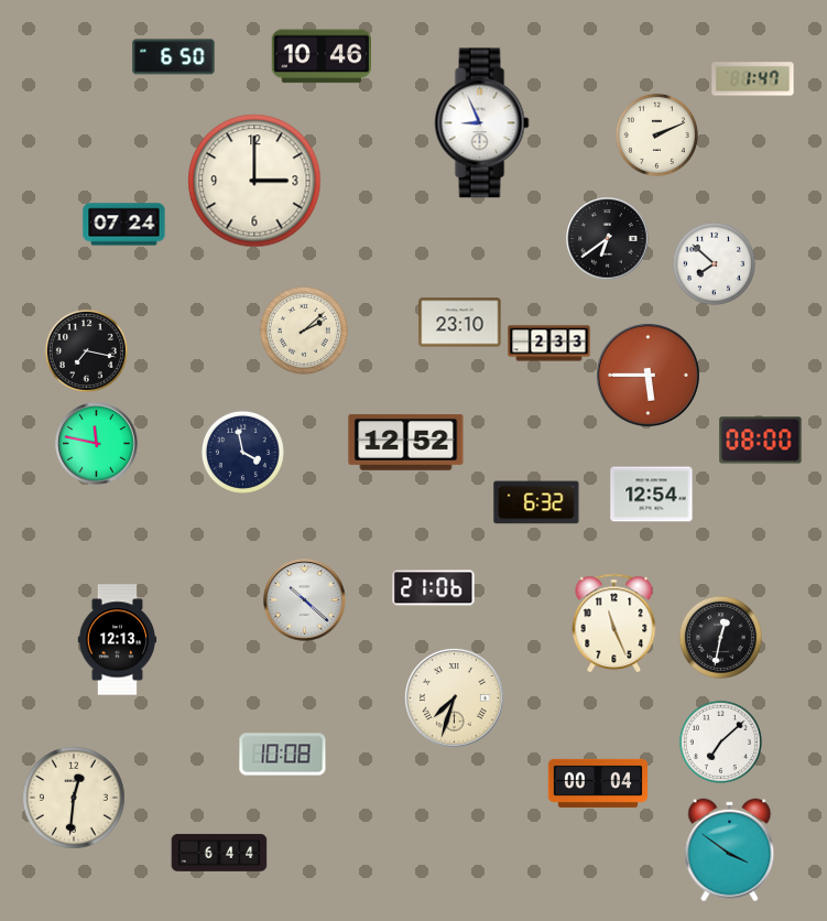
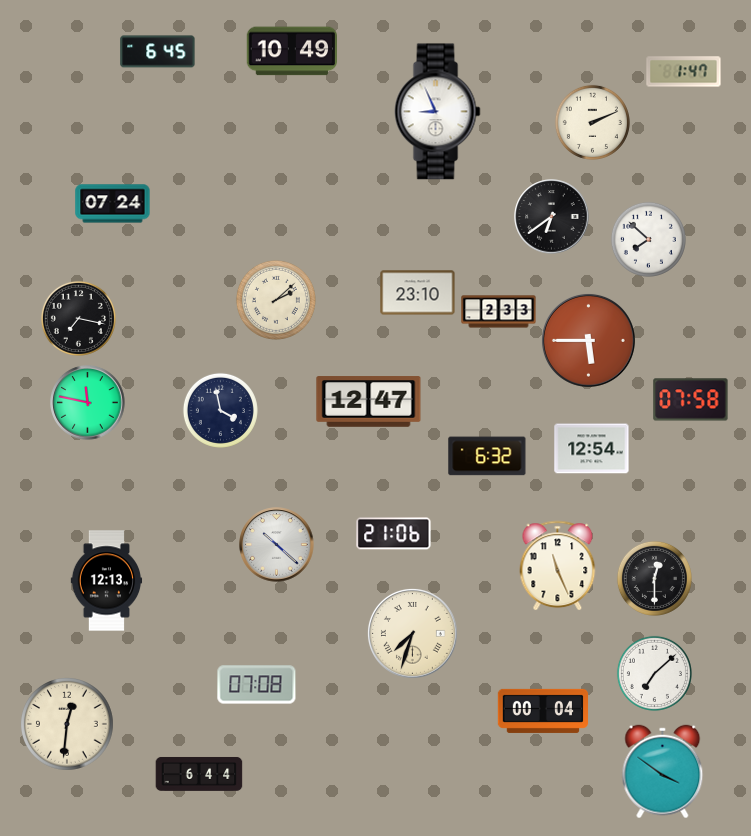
clock at (320, 56): 10:46 -> 10:49
clock at (174, 57): 6:50 -> 6:45
clock at (656, 134) position: (656, 134) -> (592, 122)
clock at (254, 181): 3:00 -> none
clock at (761, 441): 08:00 -> 07:58
clock at (406, 443): 12:52 -> 12:47
clock at (720, 637): 12:32 -> 12:30
clock at (283, 755): 10:08 -> 07:08
